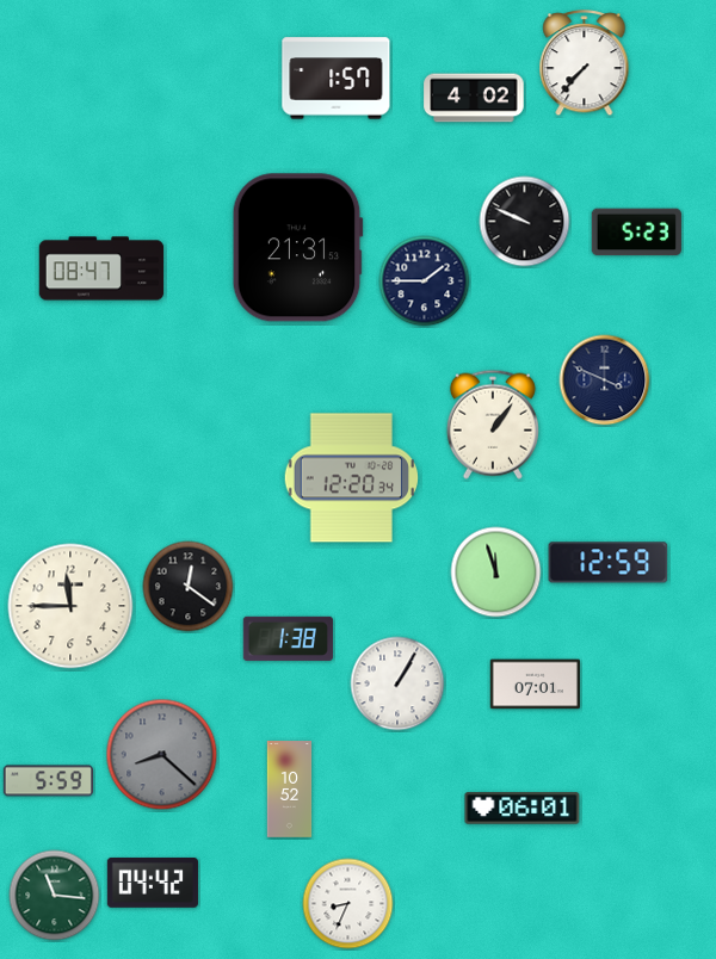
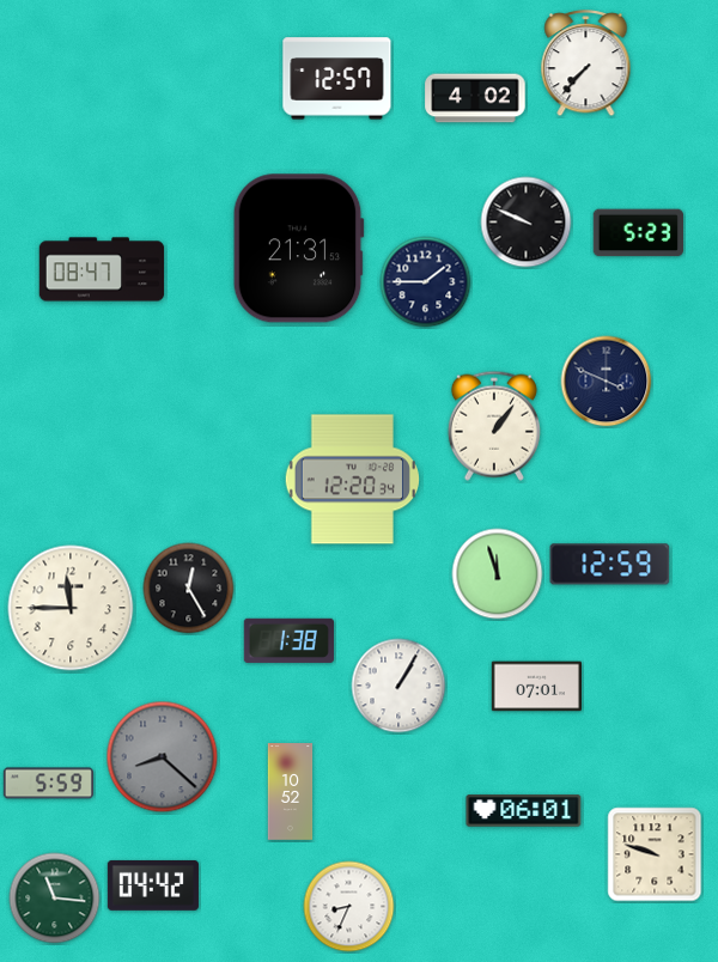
clock at (337, 79): 1:57 -> 12:57
clock at (189, 587): 12:21 -> 12:25
clock at (655, 854): none -> 9:48
